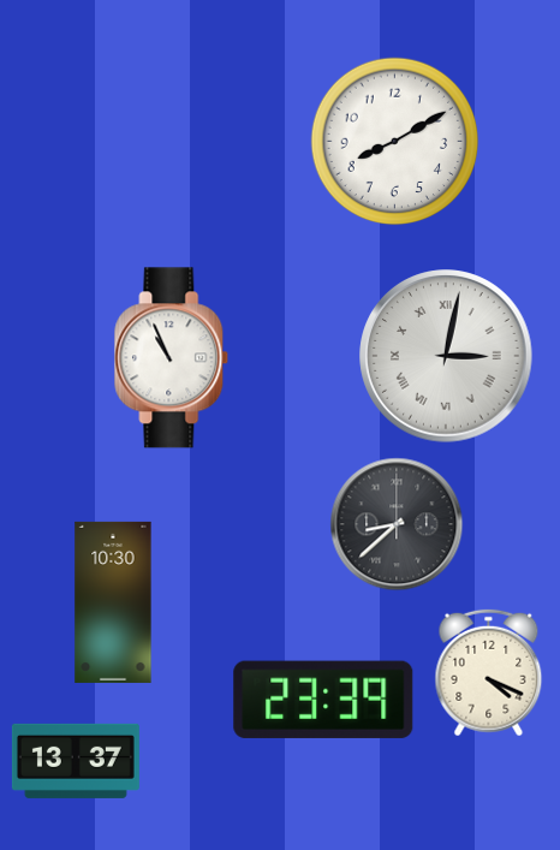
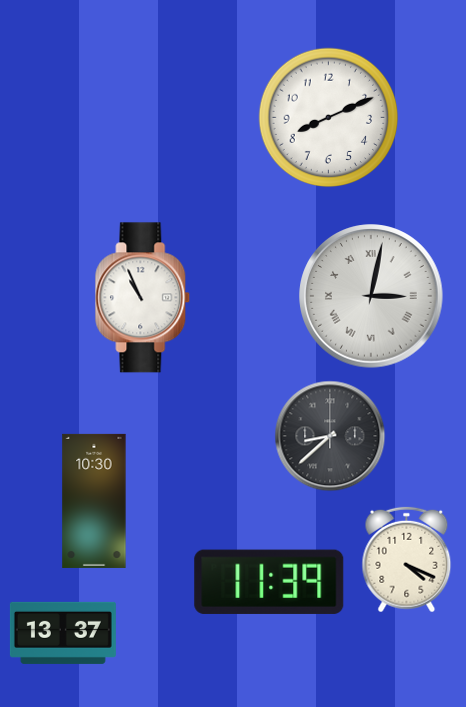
clock at (395, 142): 8:10 -> 8:11
clock at (323, 700): 23:39 -> 11:39
